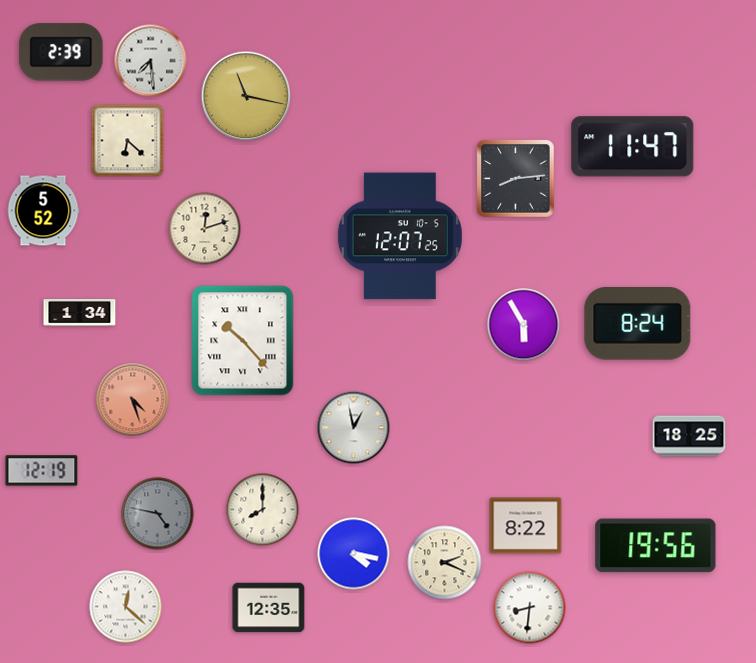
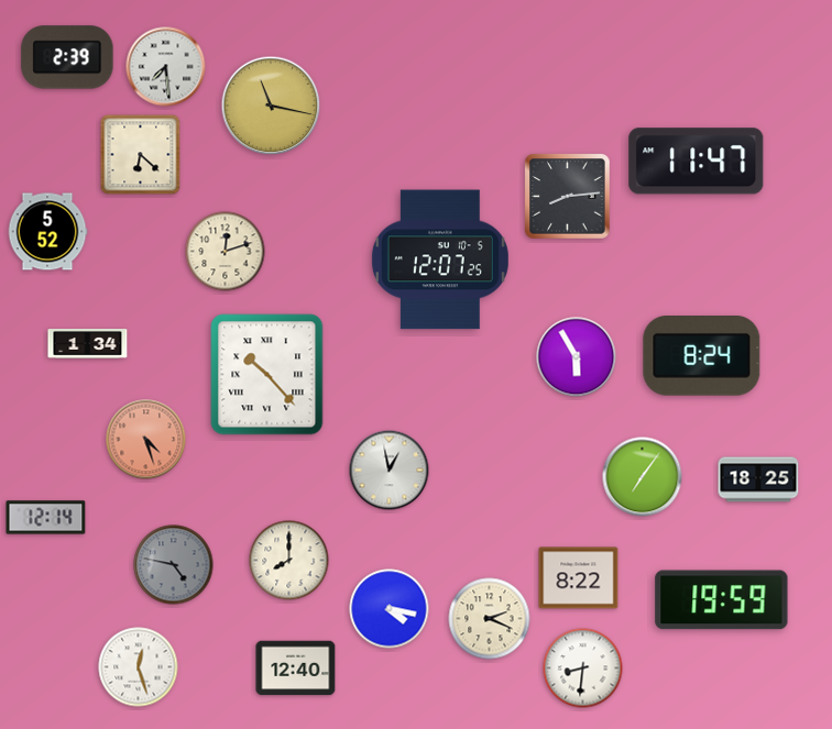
clock at (643, 477): none -> 7:06
clock at (42, 471): 12:19 -> 12:14
clock at (656, 546): 19:56 -> 19:59
clock at (126, 607): 12:22 -> 12:27
clock at (269, 608): 12:35 -> 12:40
